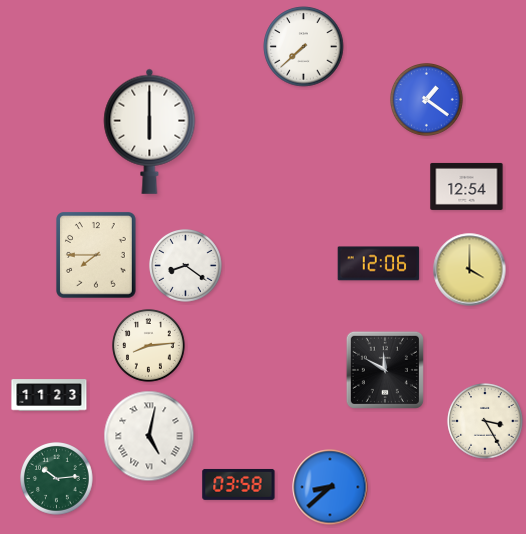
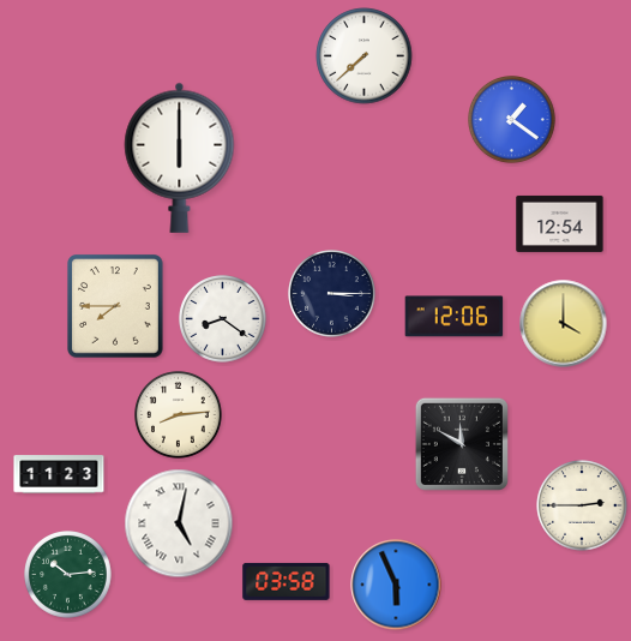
clock at (332, 294): none -> 3:15
clock at (485, 421): 3:25 -> 2:45
clock at (330, 487): 8:38 -> 5:56
